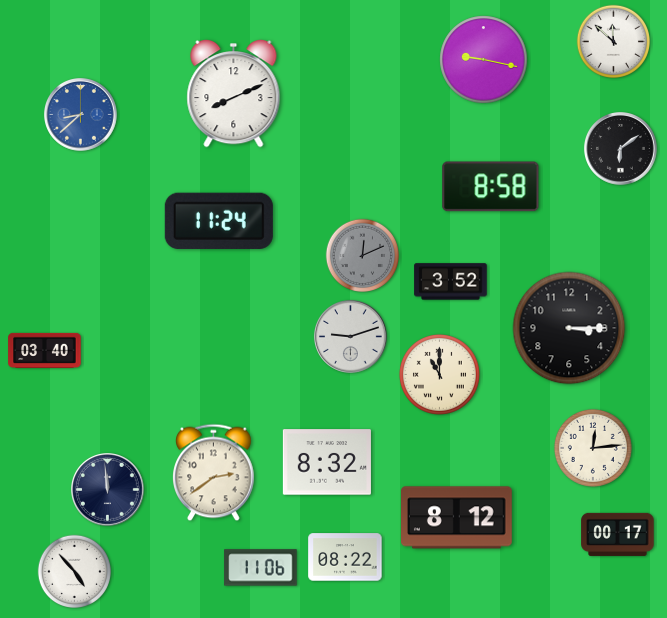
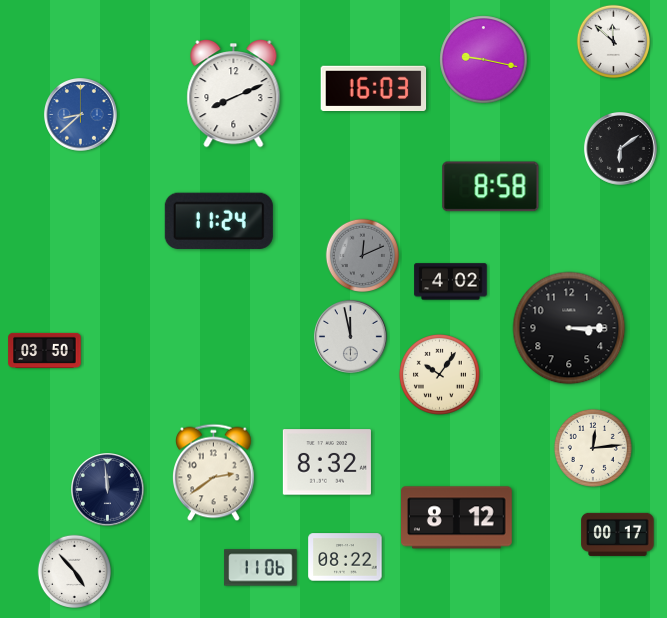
clock at (374, 88): none -> 16:03
clock at (451, 282): 3:52 -> 4:02
clock at (351, 337): 9:12 -> 11:58
clock at (45, 350): 03:40 -> 03:50
clock at (439, 374): 11:00 -> 10:06
